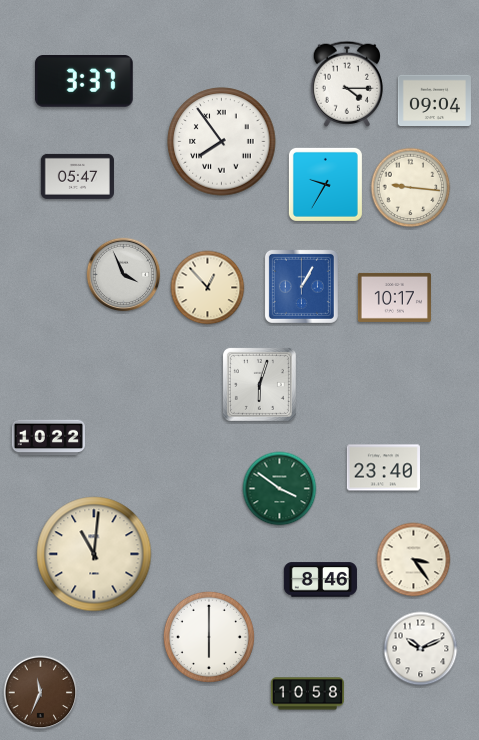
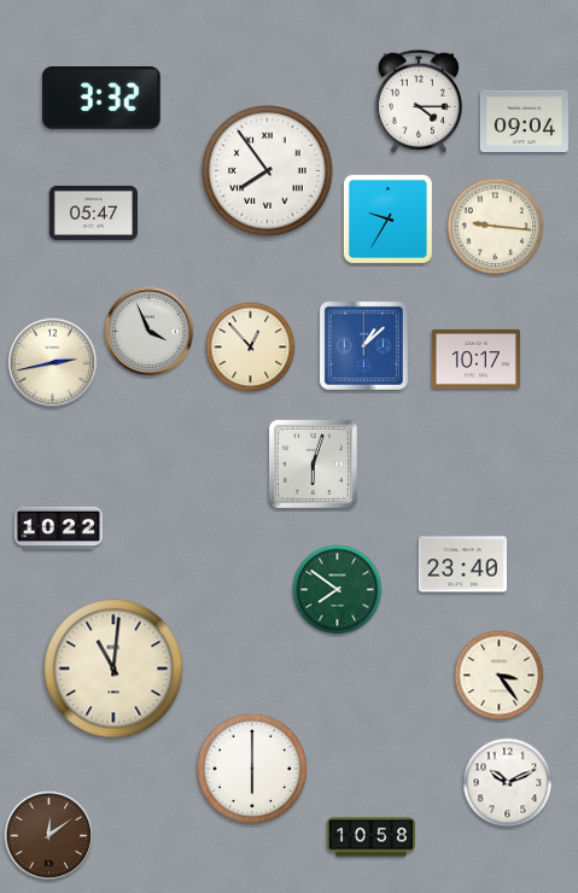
clock at (85, 82): 3:37 -> 3:32
clock at (325, 184) position: (325, 184) -> (387, 218)
clock at (301, 286): 1:05 -> 1:08
clock at (53, 363): none -> 2:43
clock at (280, 489): 3:51 -> 7:51
clock at (320, 580): 8:46 -> none
clock at (41, 693): 11:34 -> 12:09
